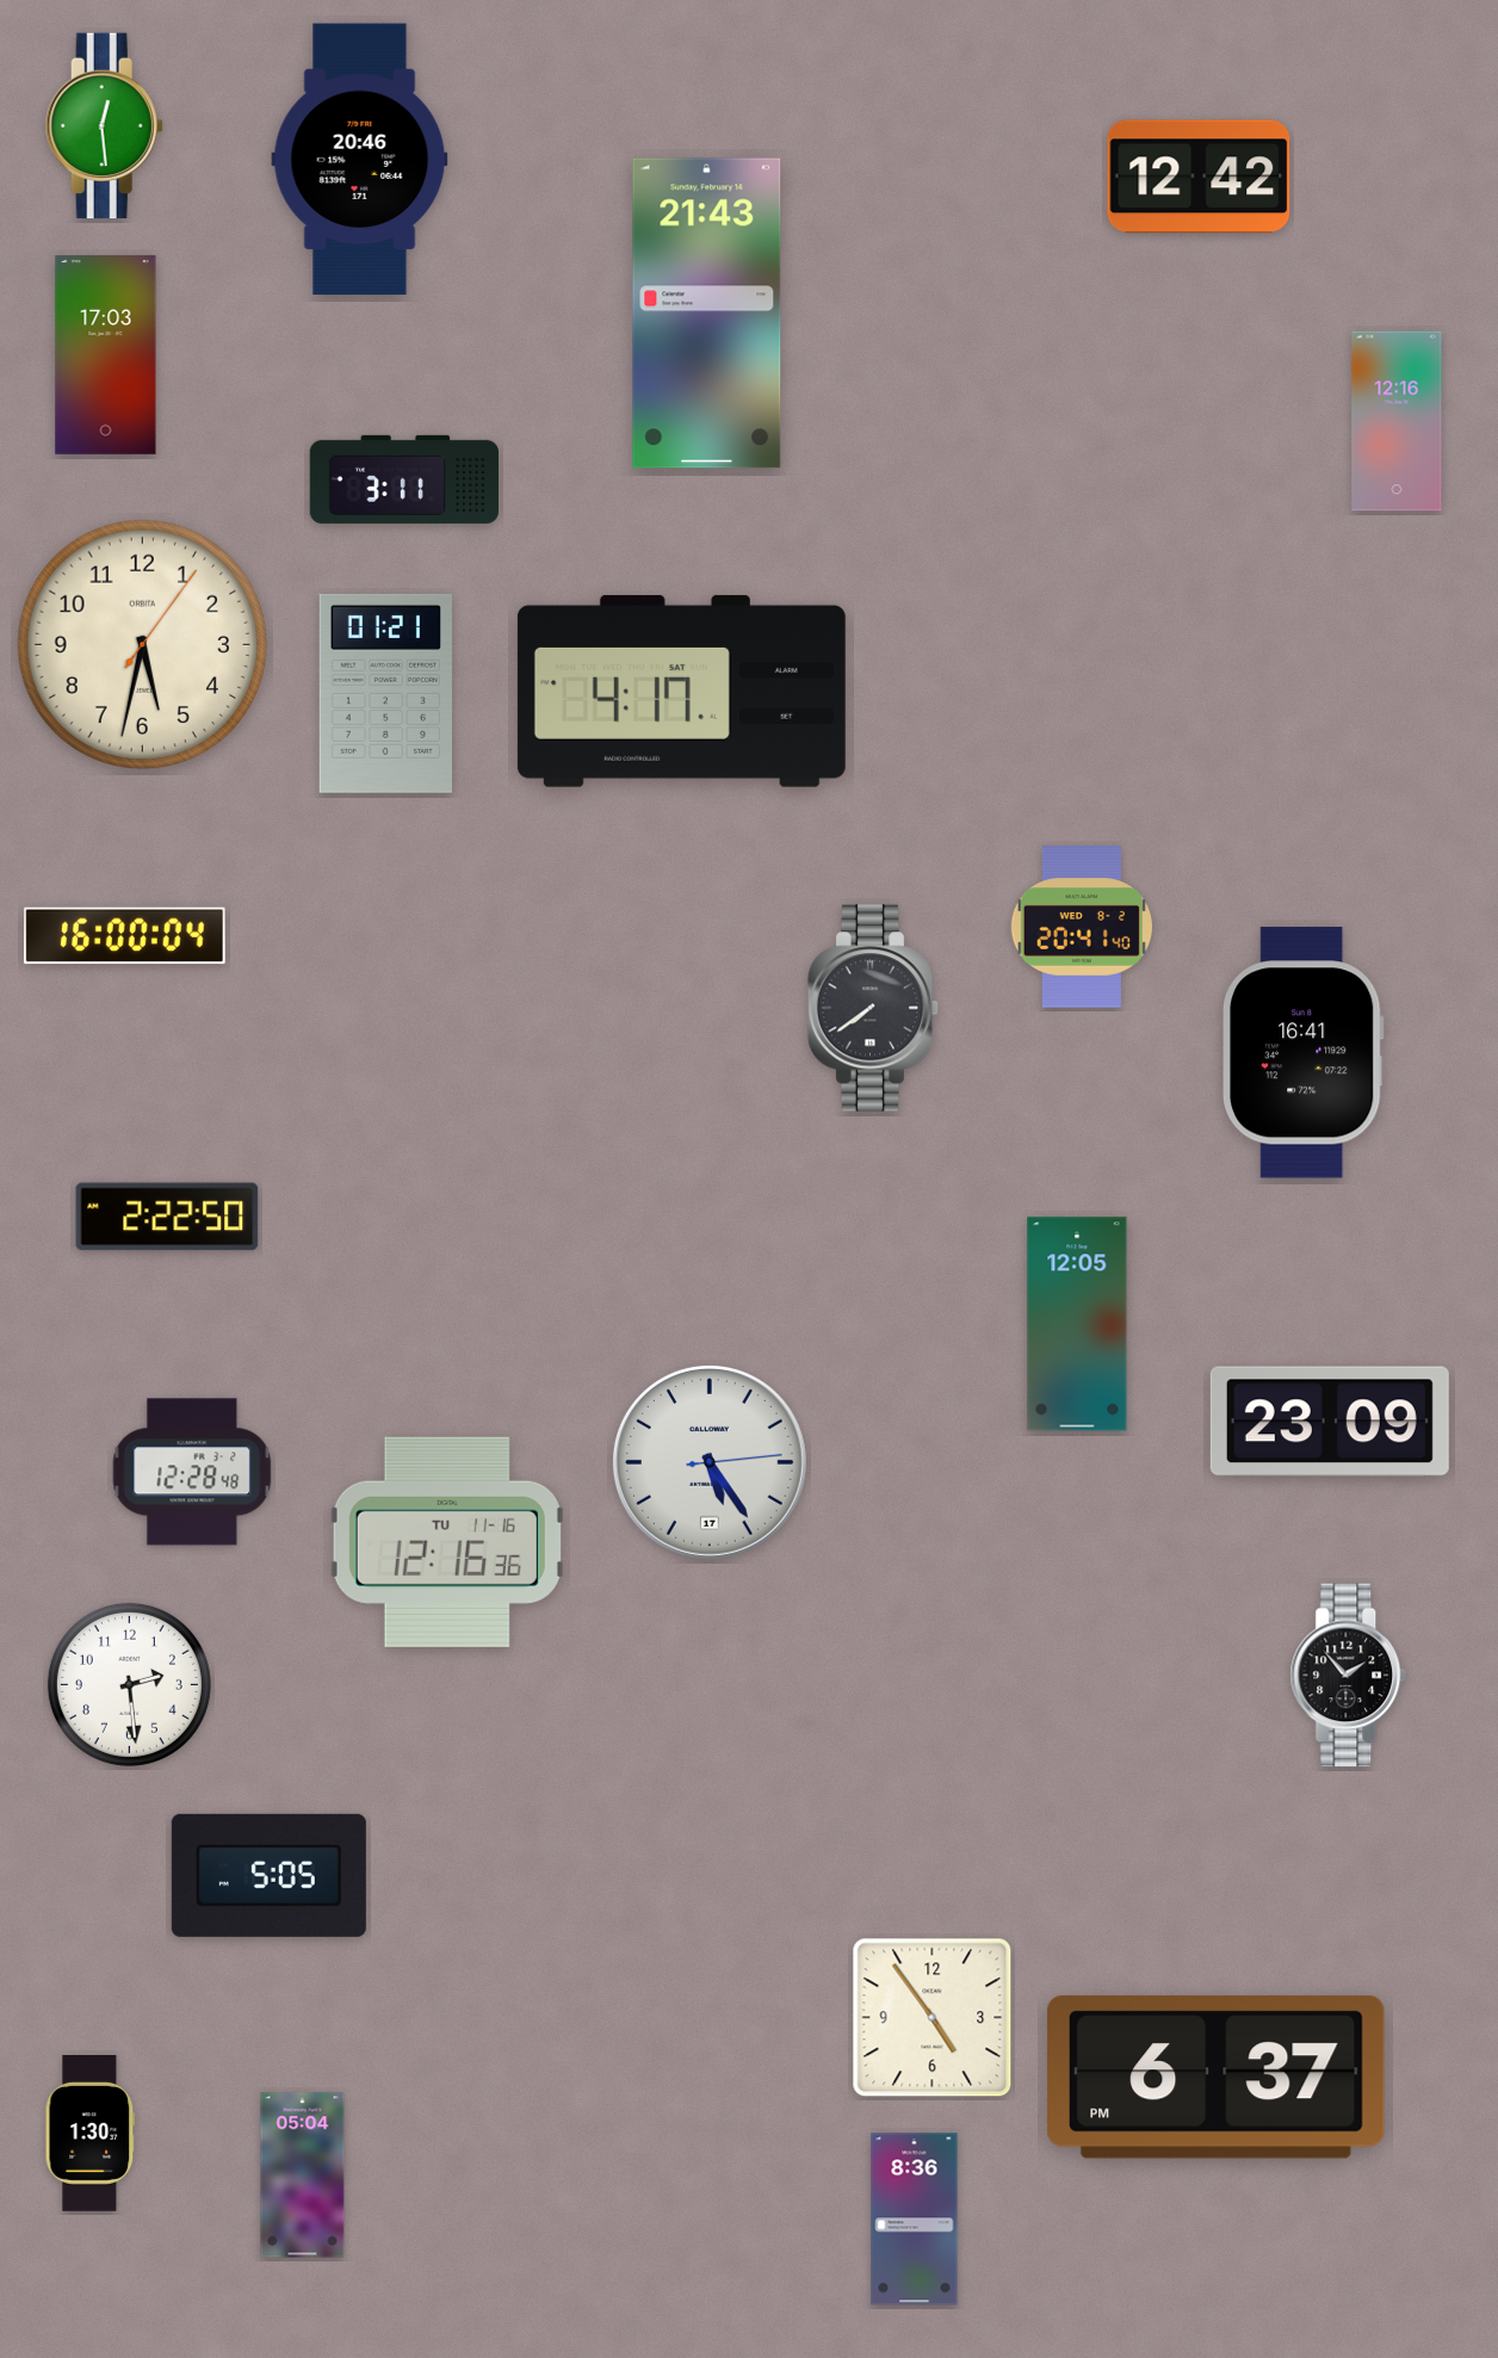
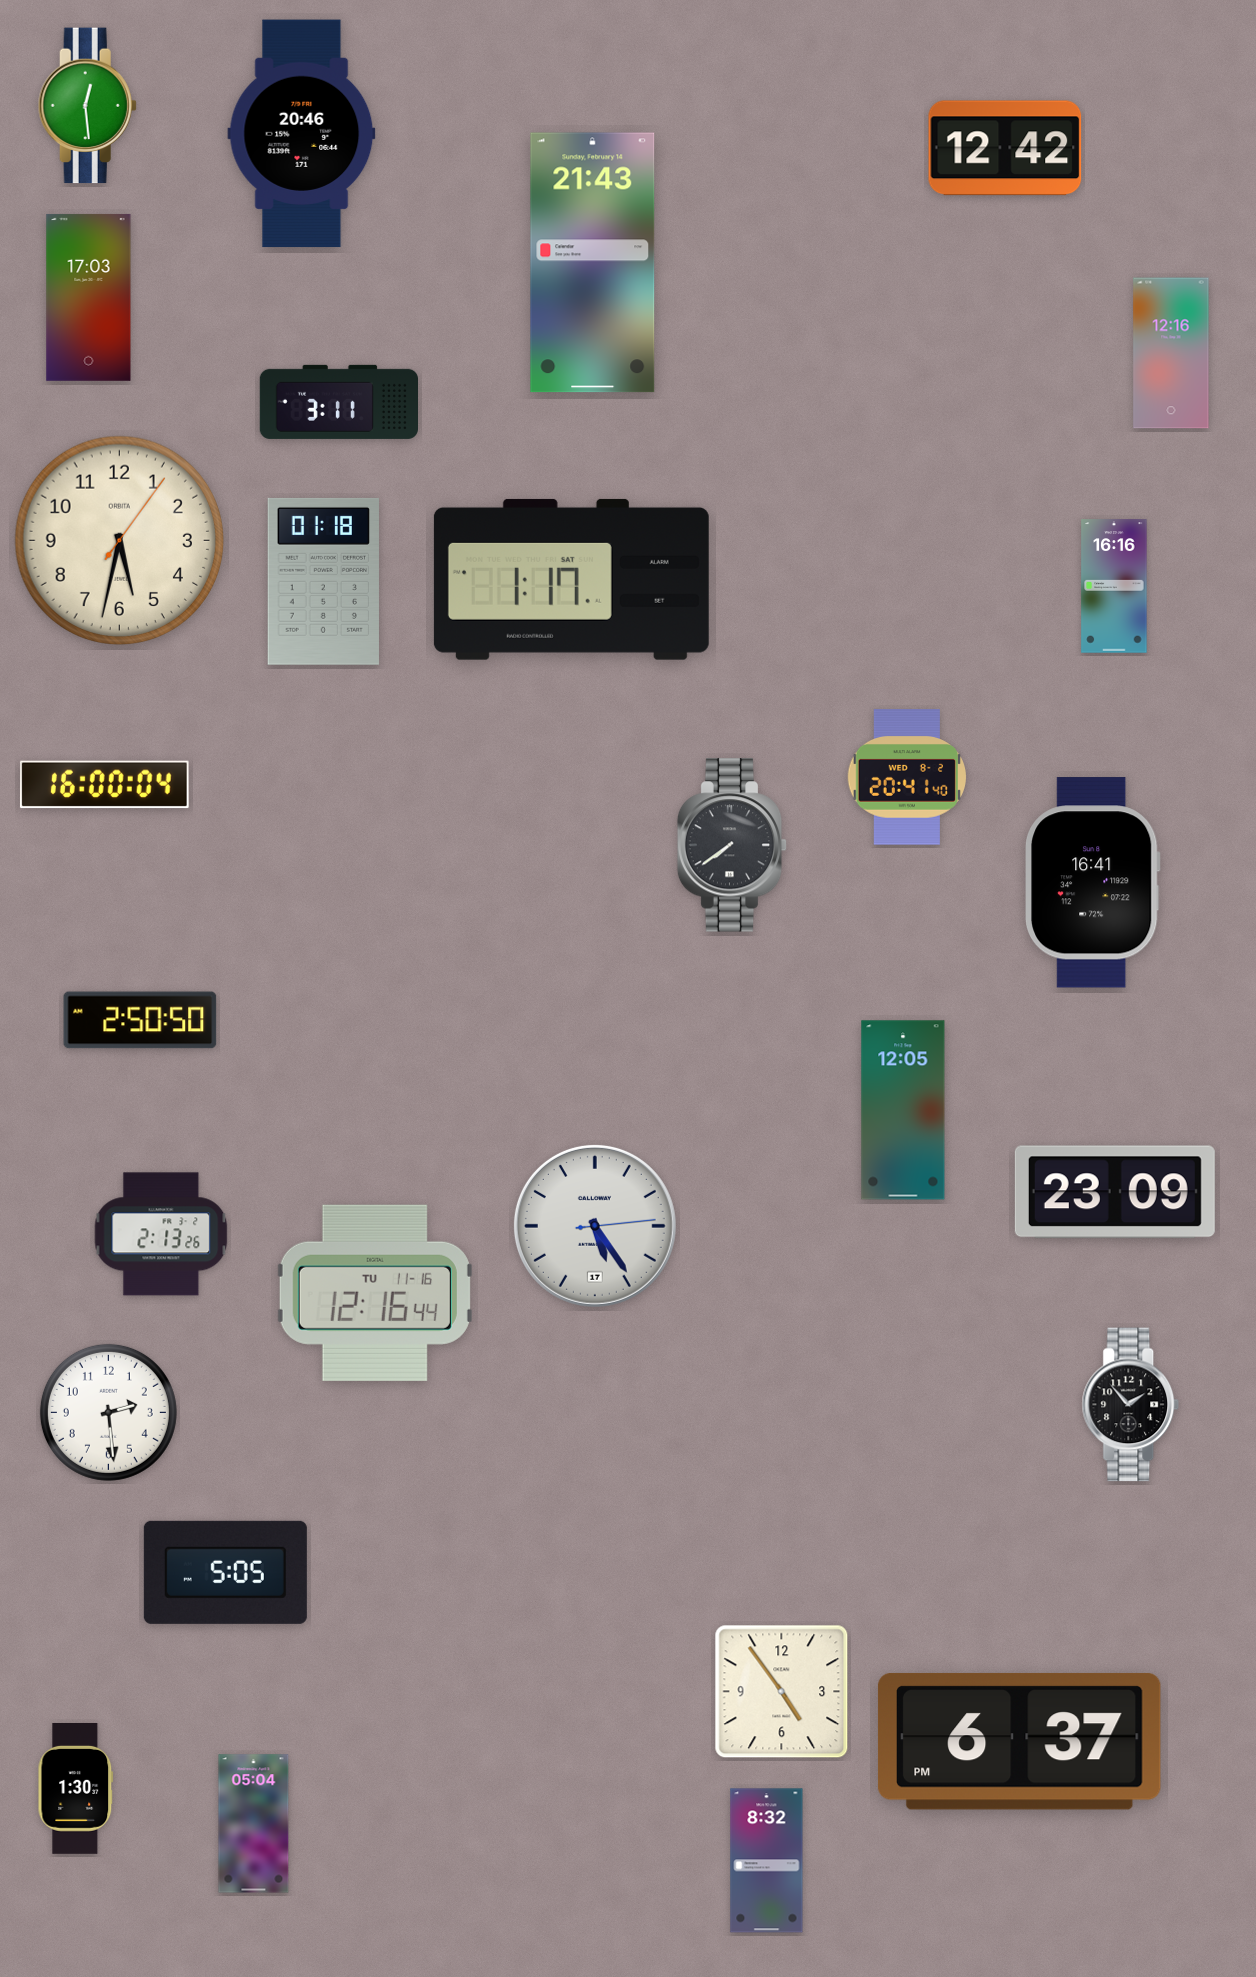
clock at (681, 691): 4:17 -> 1:17
clock at (385, 693): 01:21 -> 01:18
clock at (1114, 586): none -> 16:16
clock at (167, 1217): 2:22 -> 2:50
clock at (192, 1472): 12:28 -> 2:13
clock at (447, 1542): 12:16:36 -> 12:16:44
clock at (915, 2220): 8:36 -> 8:32
